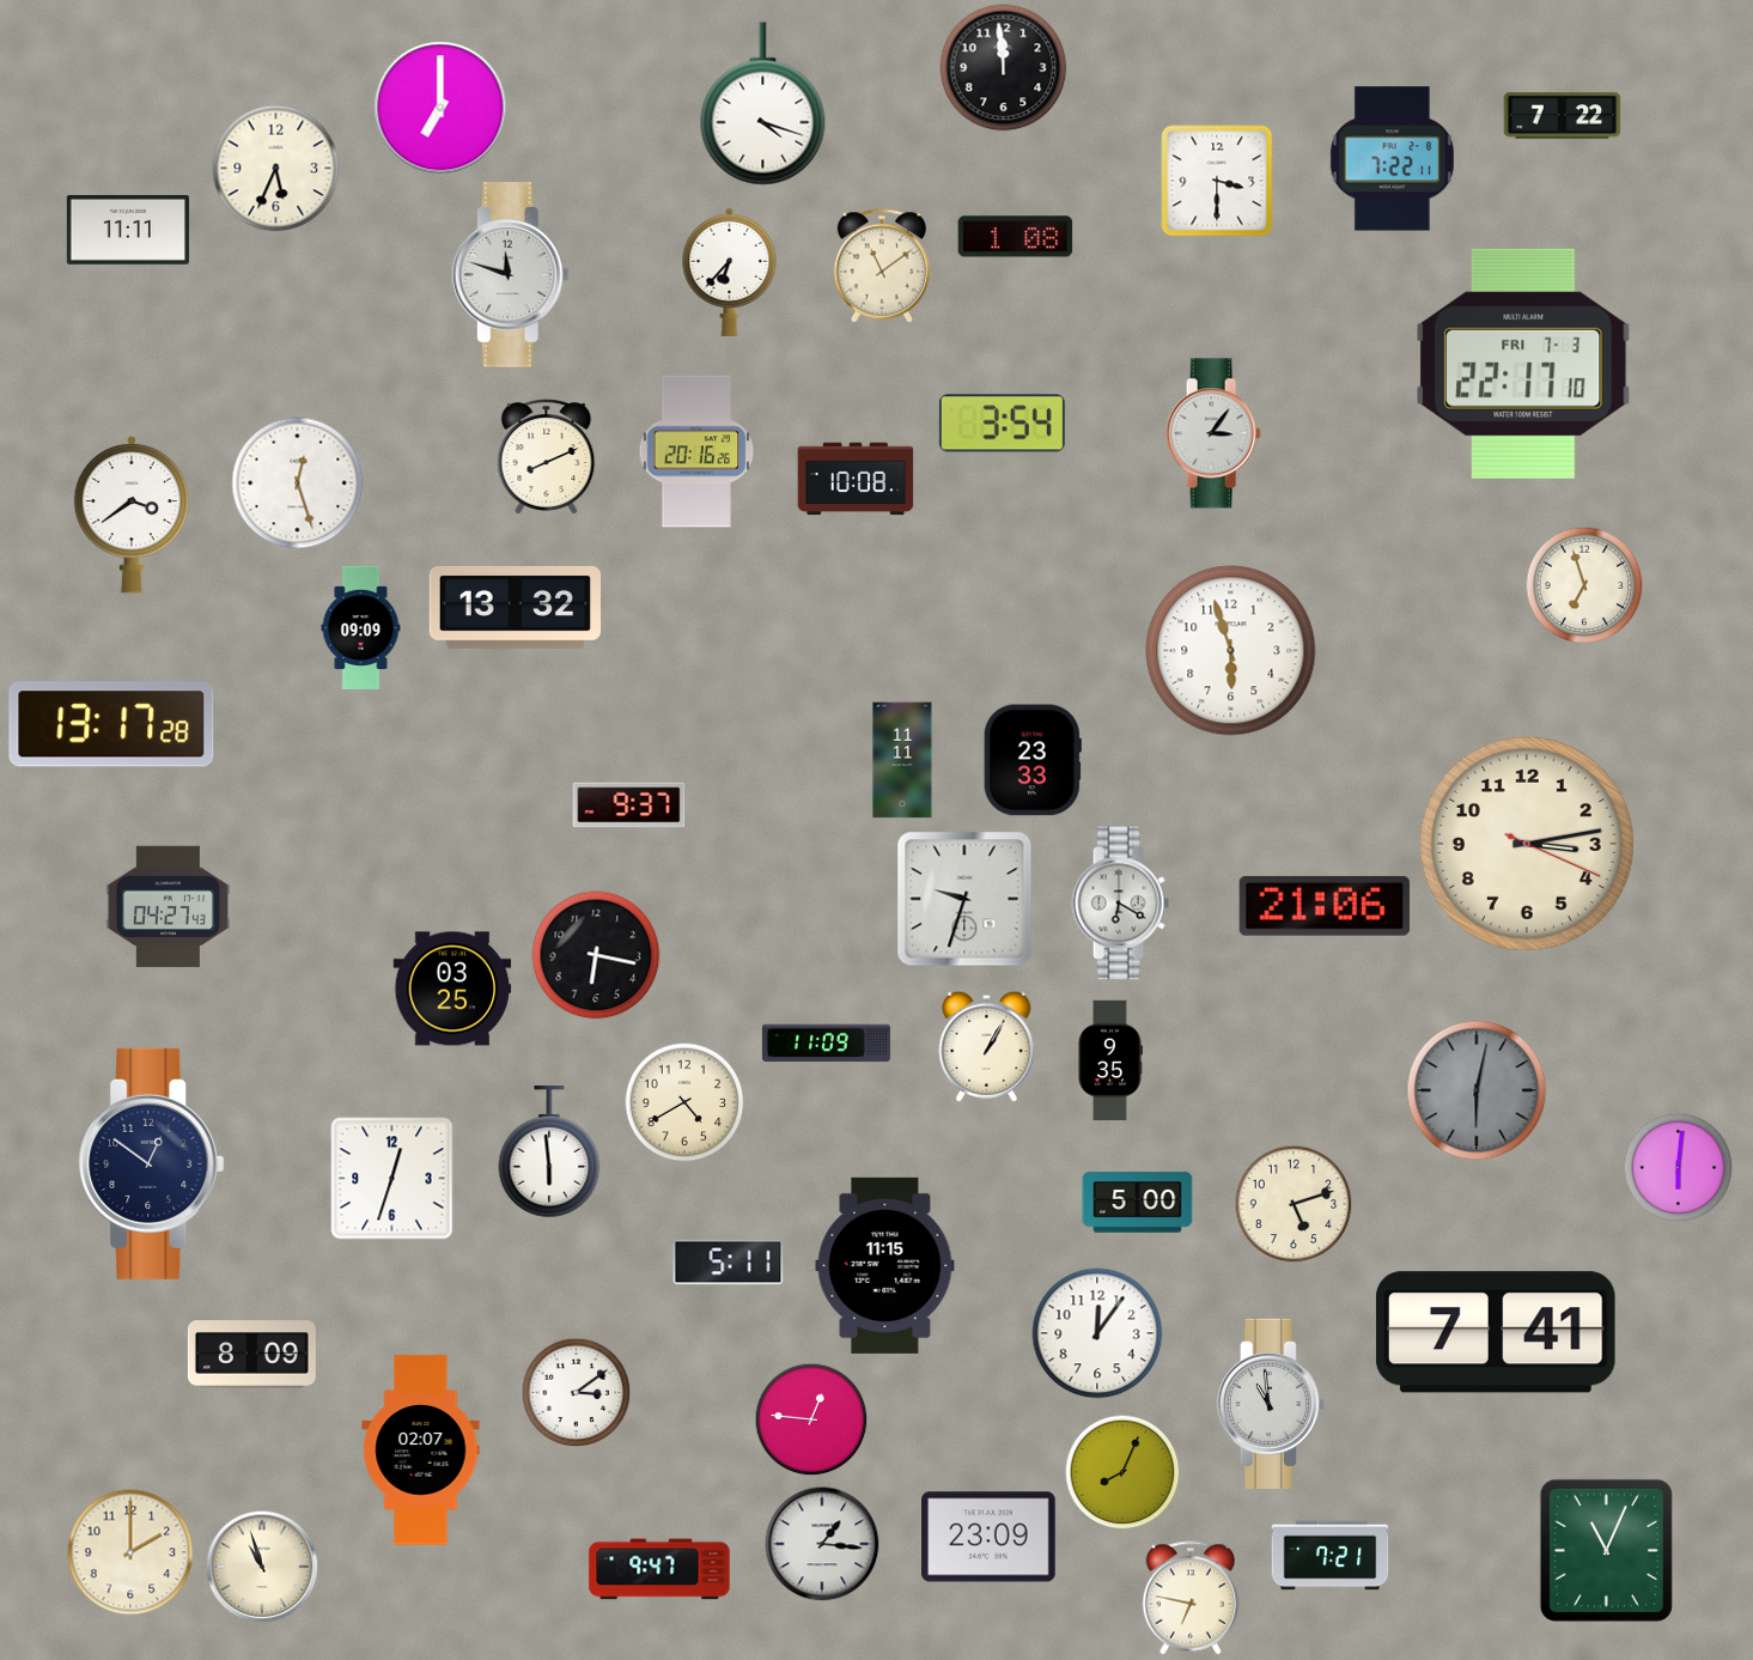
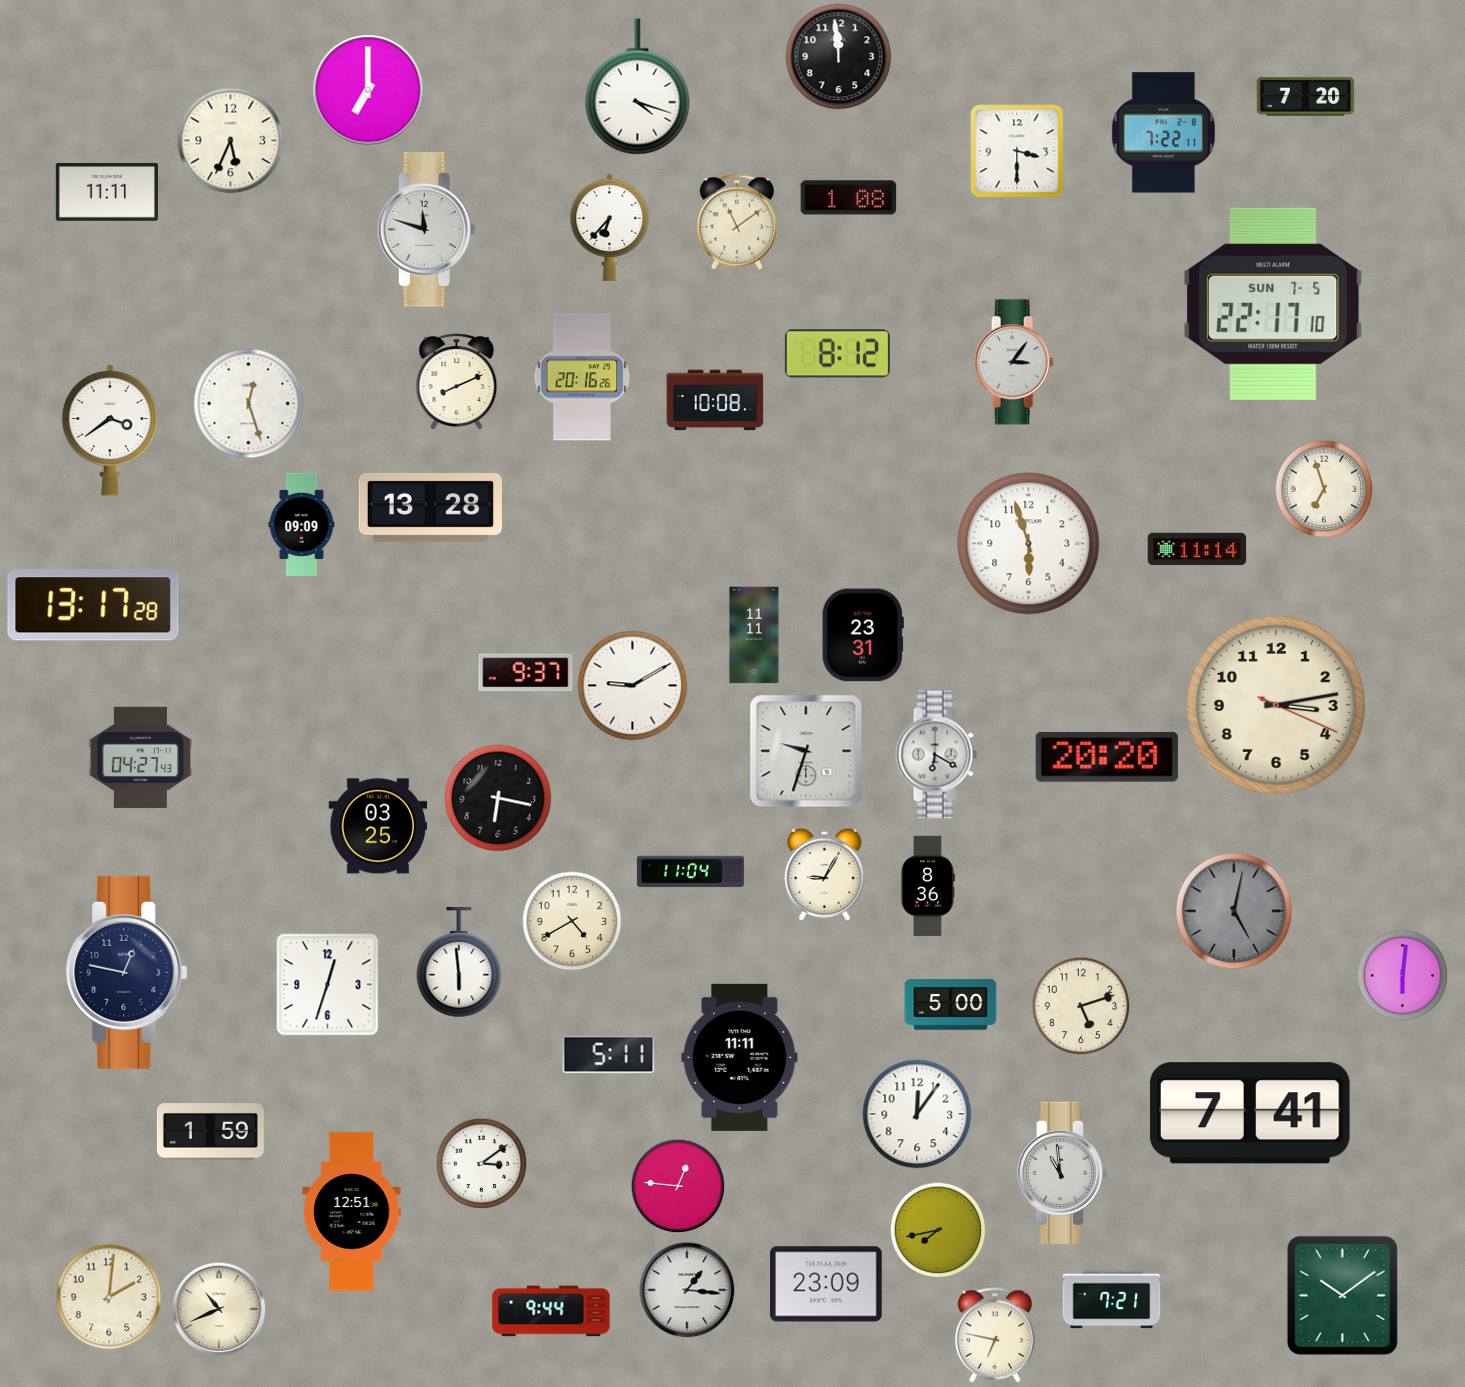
clock at (1563, 116): 7:22 -> 7:20
clock at (1524, 364) date: FRI 7-3 -> SUN 7-5
clock at (1002, 424): 3:54 -> 8:12
clock at (515, 607): 13:32 -> 13:28
clock at (1197, 549): none -> 11:14
clock at (1033, 760): 23:33 -> 23:31
clock at (633, 686): none -> 9:10
clock at (1325, 906): 21:06 -> 20:20
clock at (826, 1044): 11:09 -> 11:04
clock at (987, 1046): 1:05 -> 9:05
clock at (1110, 1060): 9:35 -> 8:36
clock at (1477, 1090): 6:02 -> 5:02
clock at (152, 1163): 12:51 -> 12:47
clock at (885, 1265): 11:15 -> 11:11
clock at (251, 1355): 8:09 -> 1:59
clock at (421, 1451): 02:07 -> 12:51
clock at (1122, 1472): 8:04 -> 7:43
clock at (1606, 1550): 11:04 -> 10:09
clock at (130, 1552): 2:00 -> 2:01
clock at (262, 1567): 10:57 -> 10:41
clock at (659, 1569): 9:47 -> 9:44
